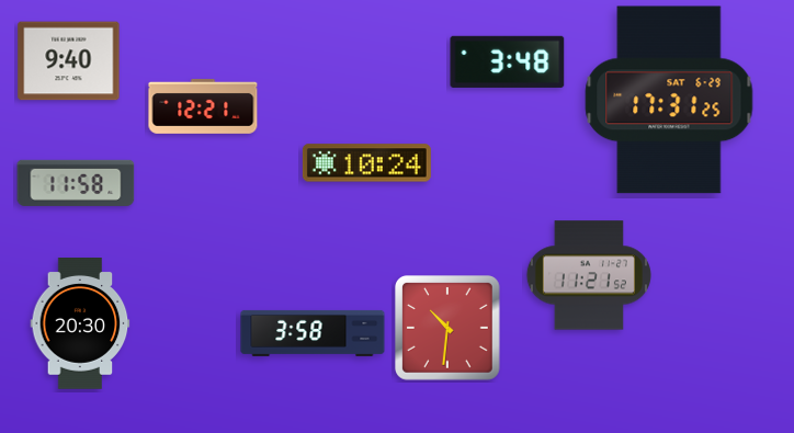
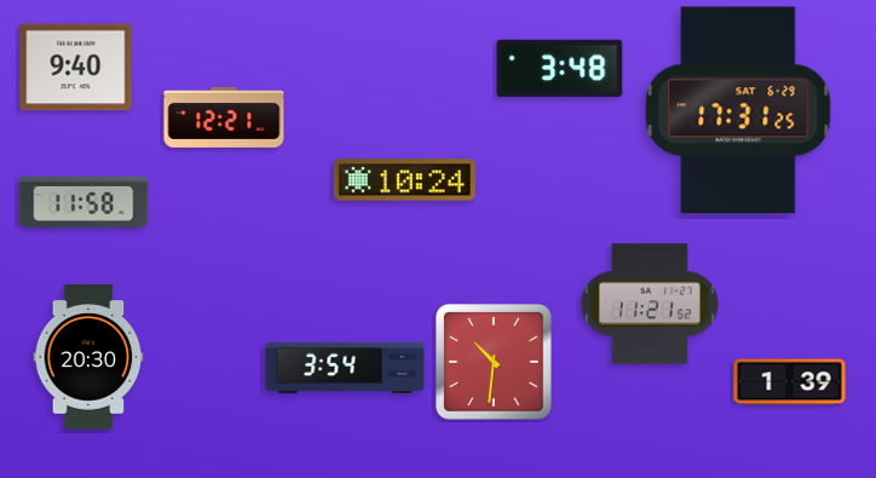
clock at (313, 333): 3:58 -> 3:54
clock at (790, 382): none -> 1:39
